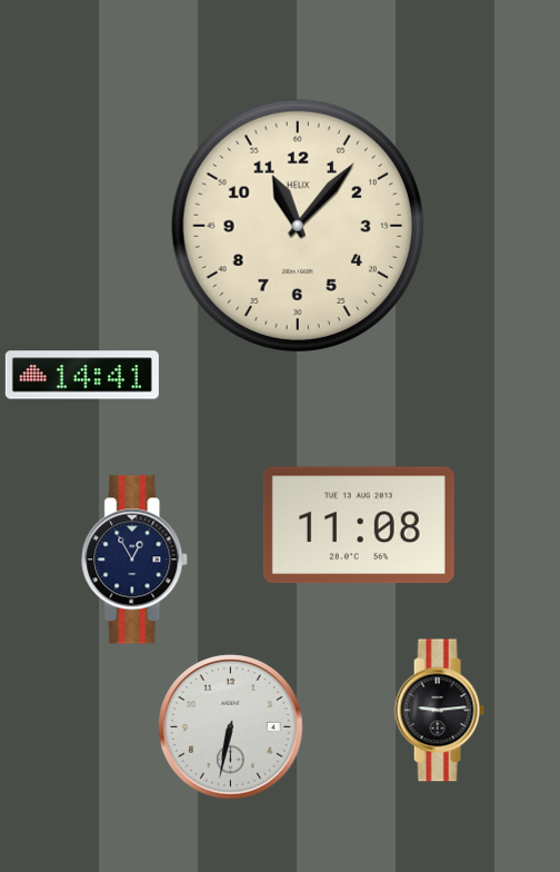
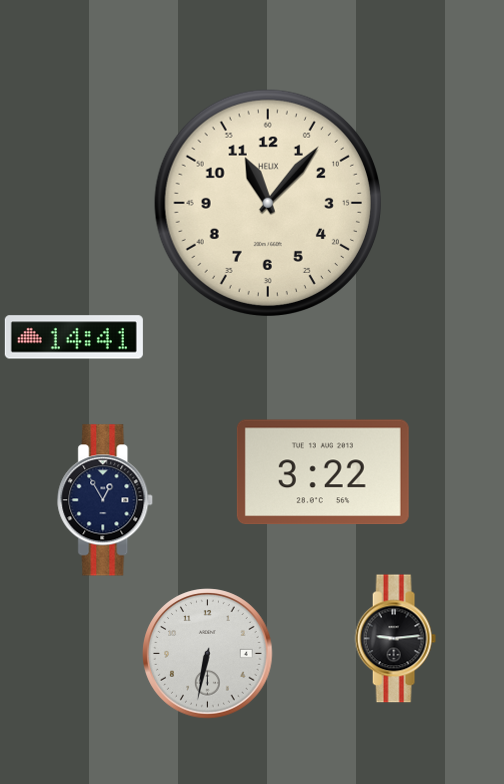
clock at (359, 525): 11:08 -> 3:22
clock at (136, 559) position: (136, 559) -> (106, 500)
